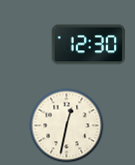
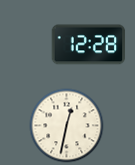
clock at (89, 45): 12:30 -> 12:28
